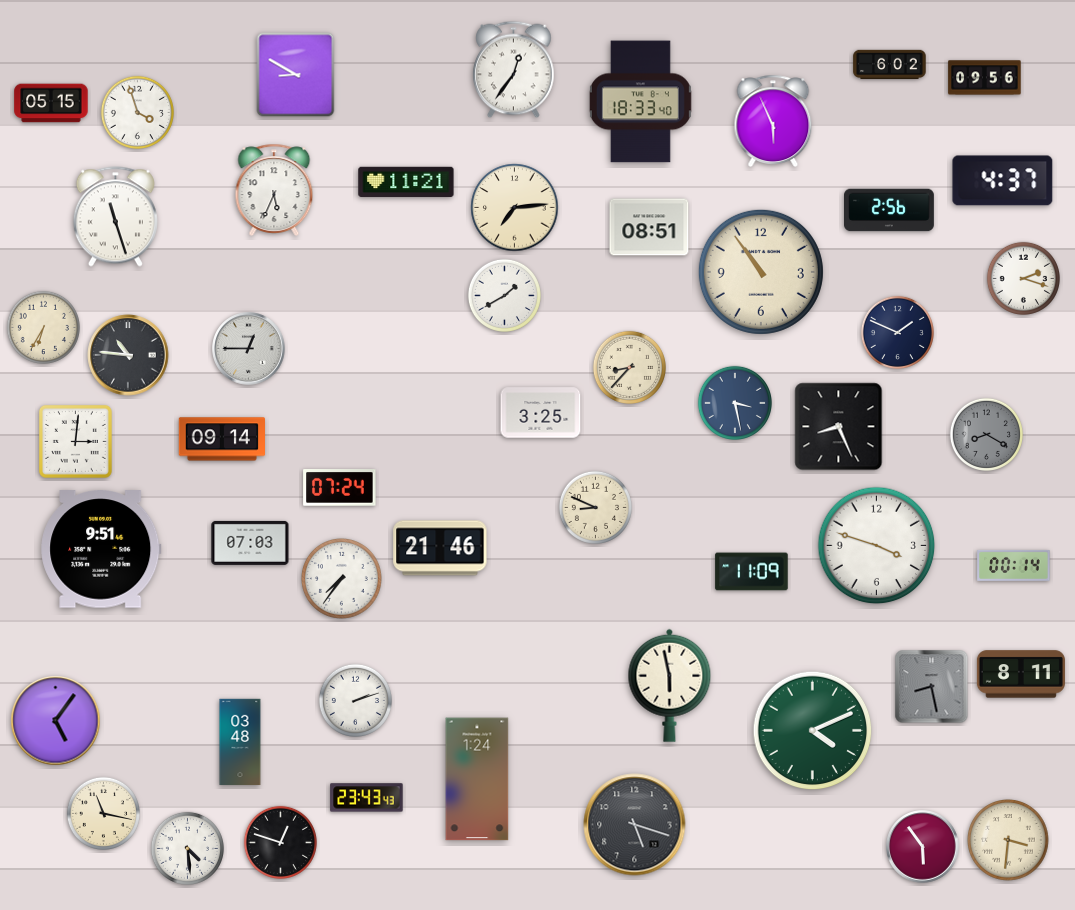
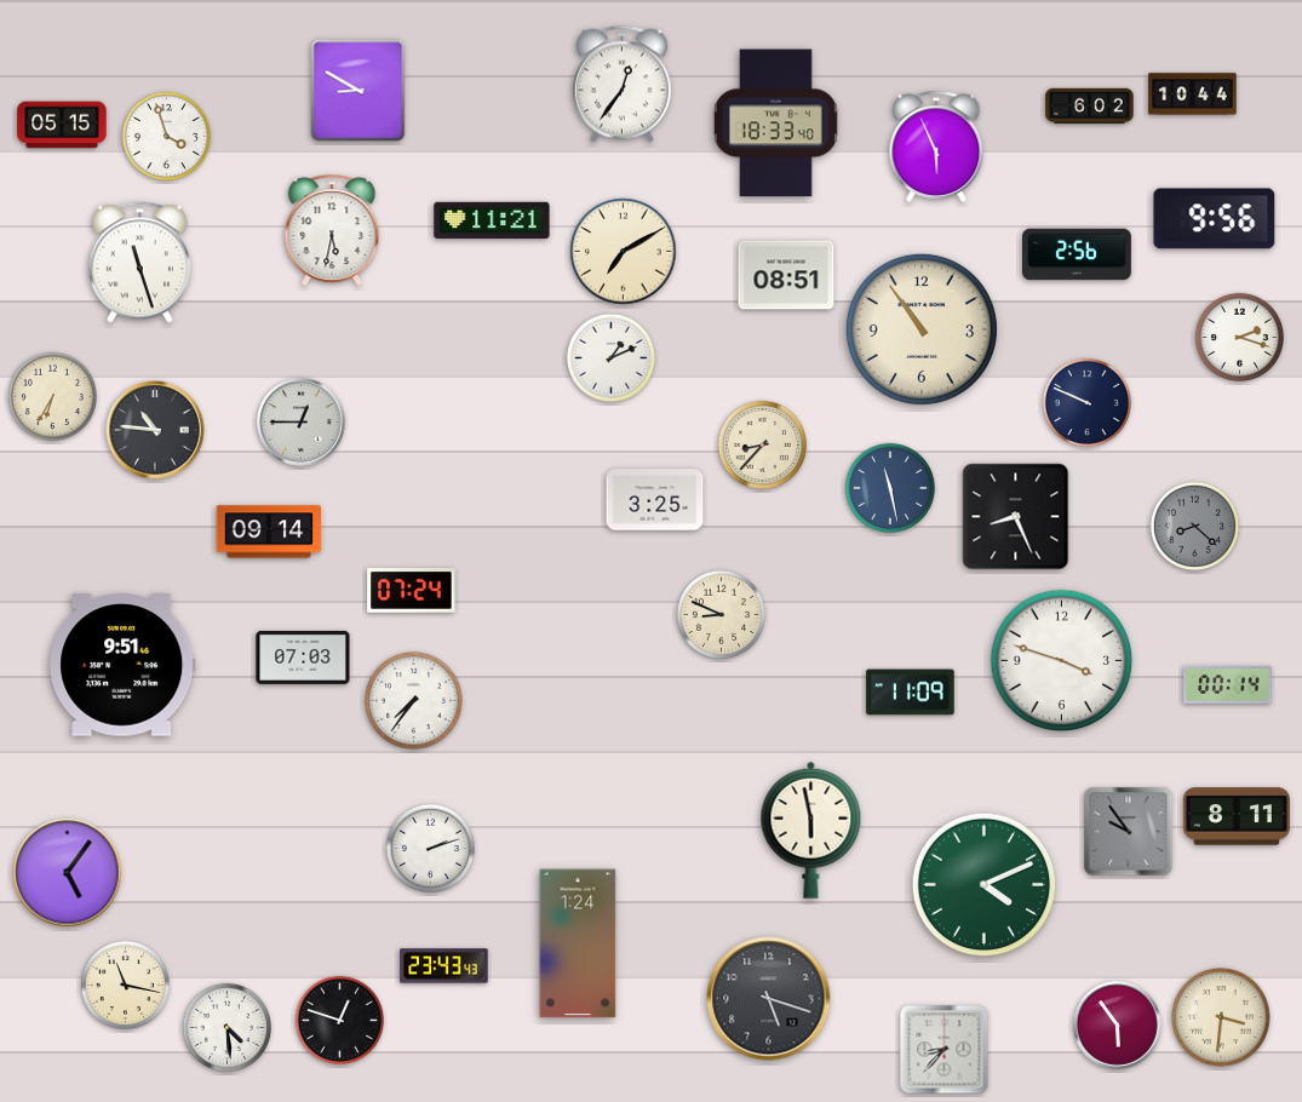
clock at (890, 65) position: (890, 65) -> (1090, 107)
clock at (985, 78): 09:56 -> 10:44
clock at (1003, 181): 4:37 -> 9:56
clock at (274, 189): 5:34 -> 5:32
clock at (515, 208): 7:14 -> 7:10
clock at (504, 295): 1:40 -> 1:11
clock at (897, 332): 1:49 -> 9:49
clock at (735, 403): 3:28 -> 11:28
clock at (986, 434): 8:20 -> 8:22
clock at (75, 441): 3:01 -> none
clock at (440, 548): 21:46 -> none
clock at (932, 687): 8:28 -> 9:54
clock at (240, 742): 03:48 -> none
clock at (945, 1050): none -> 8:37
